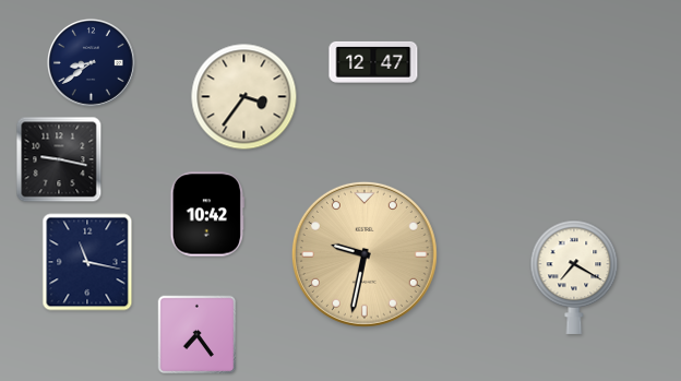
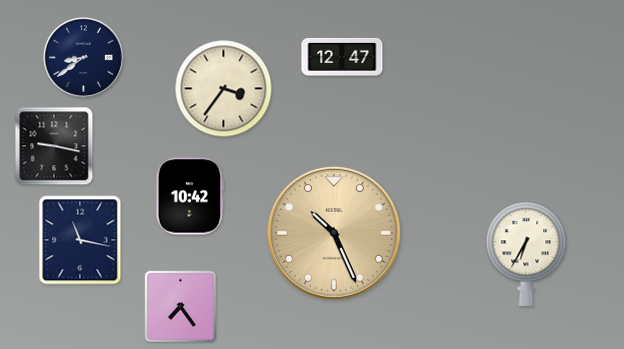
clock at (365, 254): 9:32 -> 10:26
clock at (574, 277): 7:20 -> 6:35
